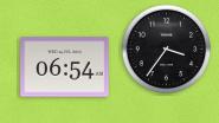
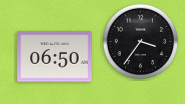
clock at (65, 67): 06:54 -> 06:50
